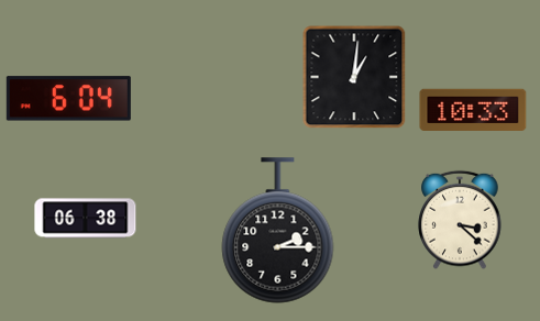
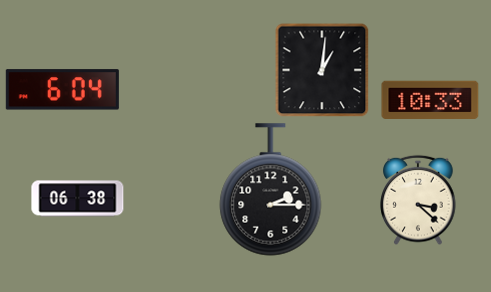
clock at (278, 231) position: (278, 231) -> (271, 190)
